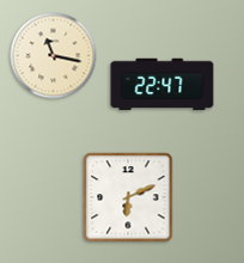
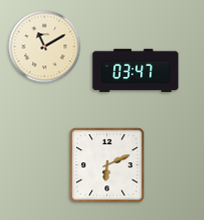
clock at (54, 56): 11:17 -> 11:10
clock at (163, 85): 22:47 -> 03:47
